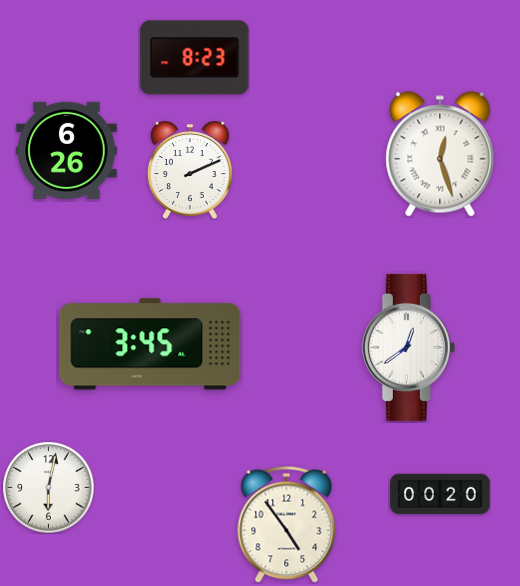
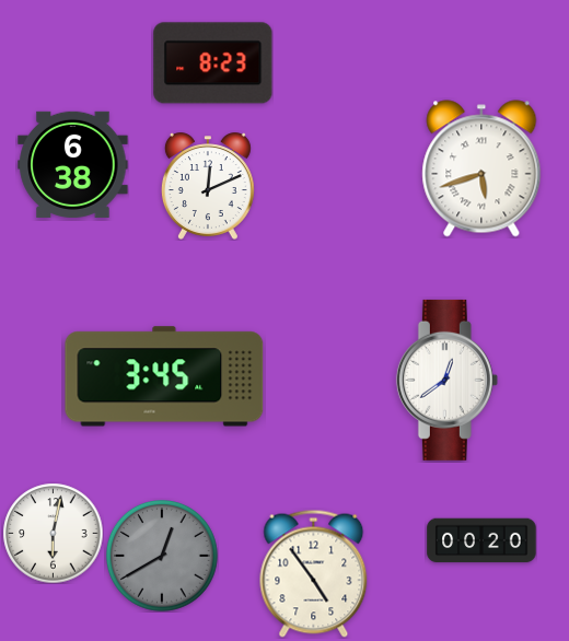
clock at (67, 150): 6:26 -> 6:38
clock at (440, 154): 12:27 -> 5:42
clock at (190, 170): 2:11 -> 12:11
clock at (163, 557): none -> 12:40
